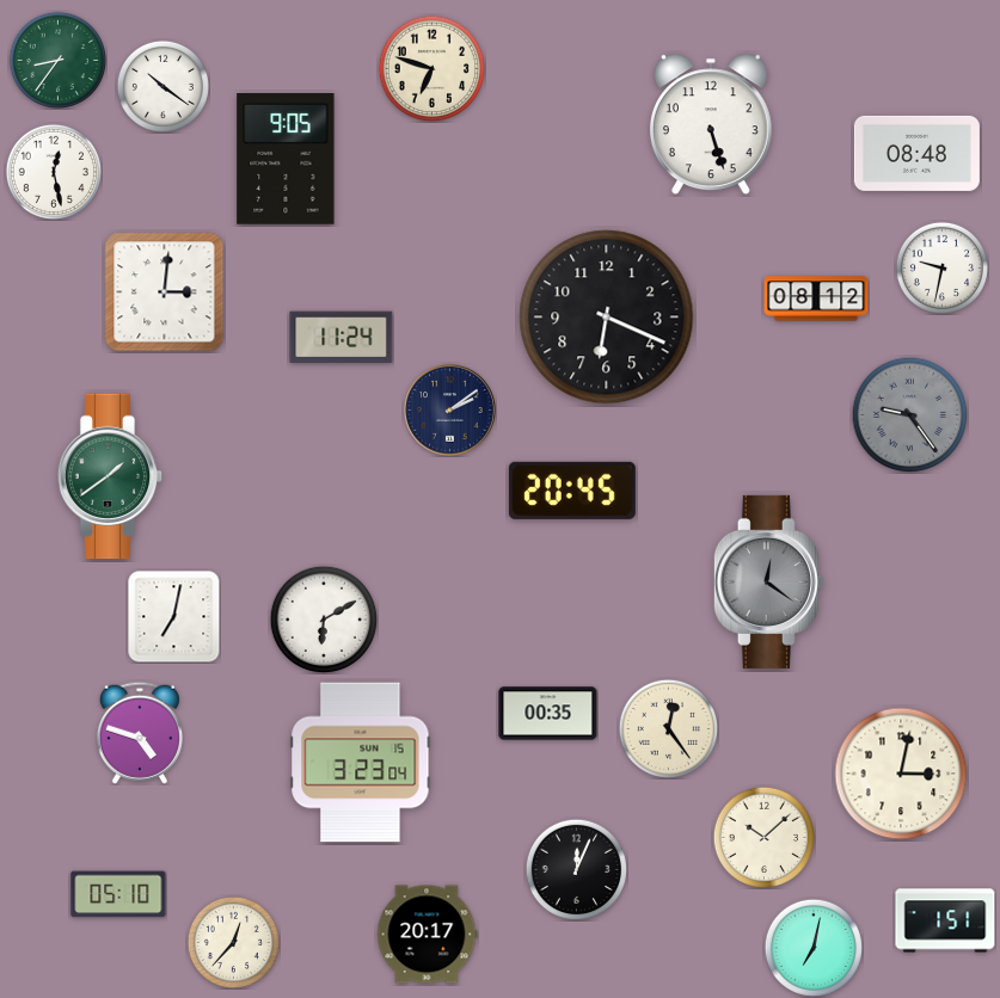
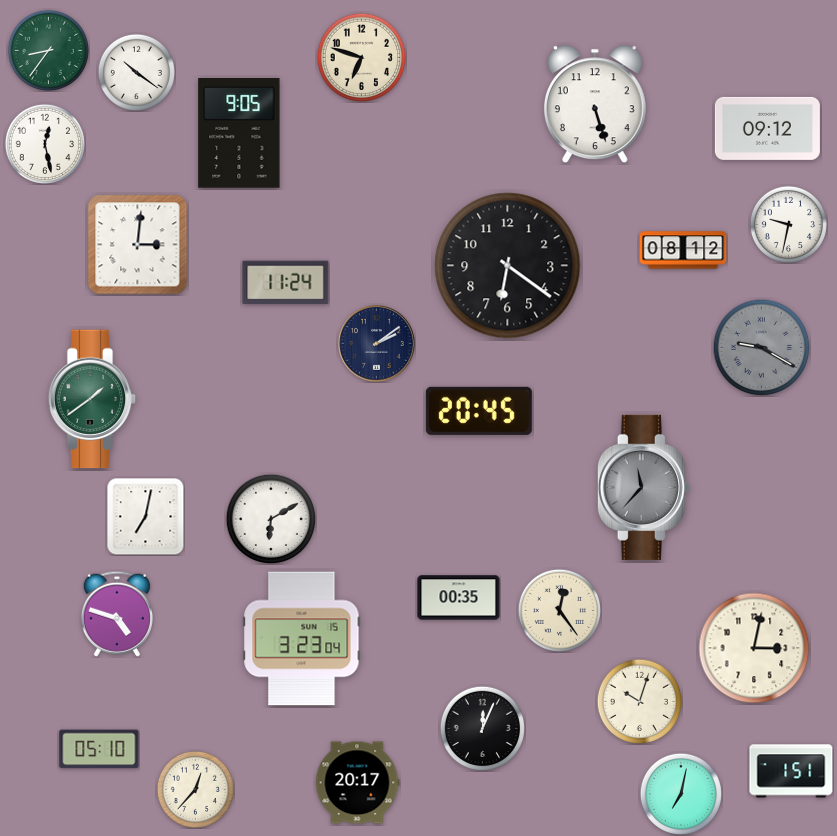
clock at (916, 153): 08:48 -> 09:12
clock at (607, 318): 6:19 -> 6:21
clock at (909, 414): 9:24 -> 9:20
clock at (768, 581): 12:21 -> 11:37
clock at (763, 837): 10:08 -> 10:03
